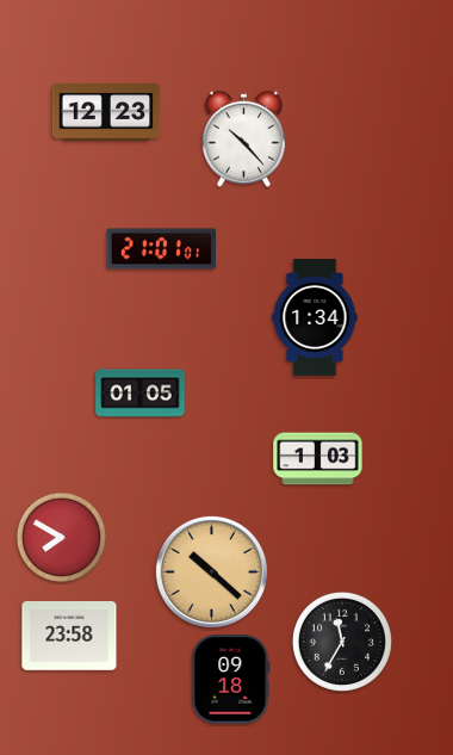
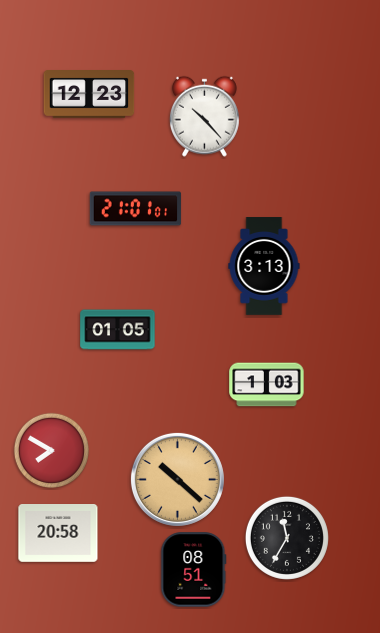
clock at (315, 317): 1:34 -> 3:13
clock at (69, 637): 23:58 -> 20:58
clock at (231, 680): 09:18 -> 08:51
